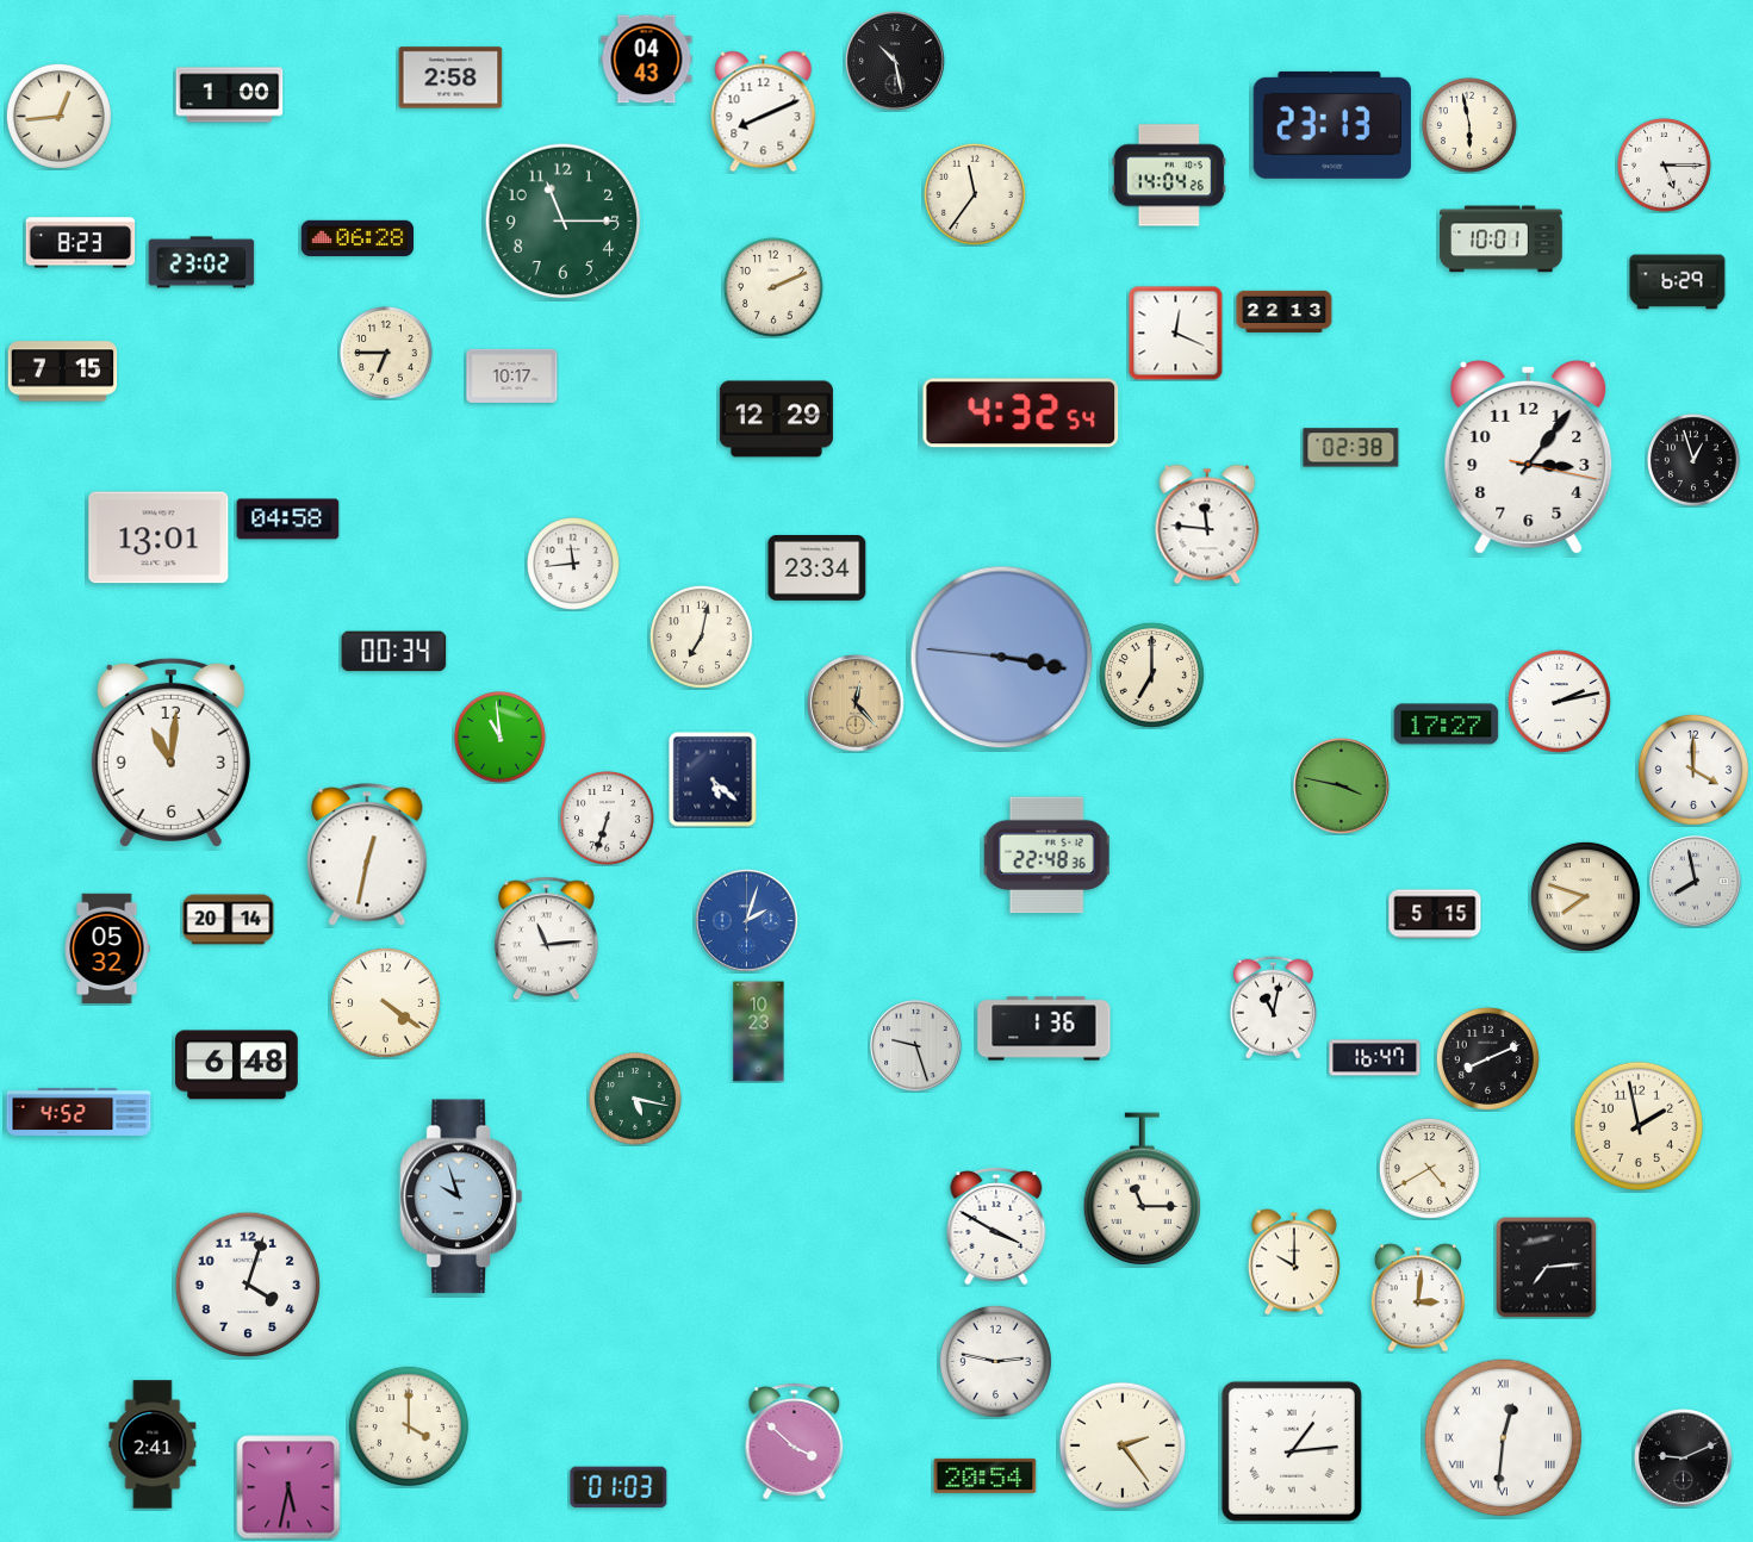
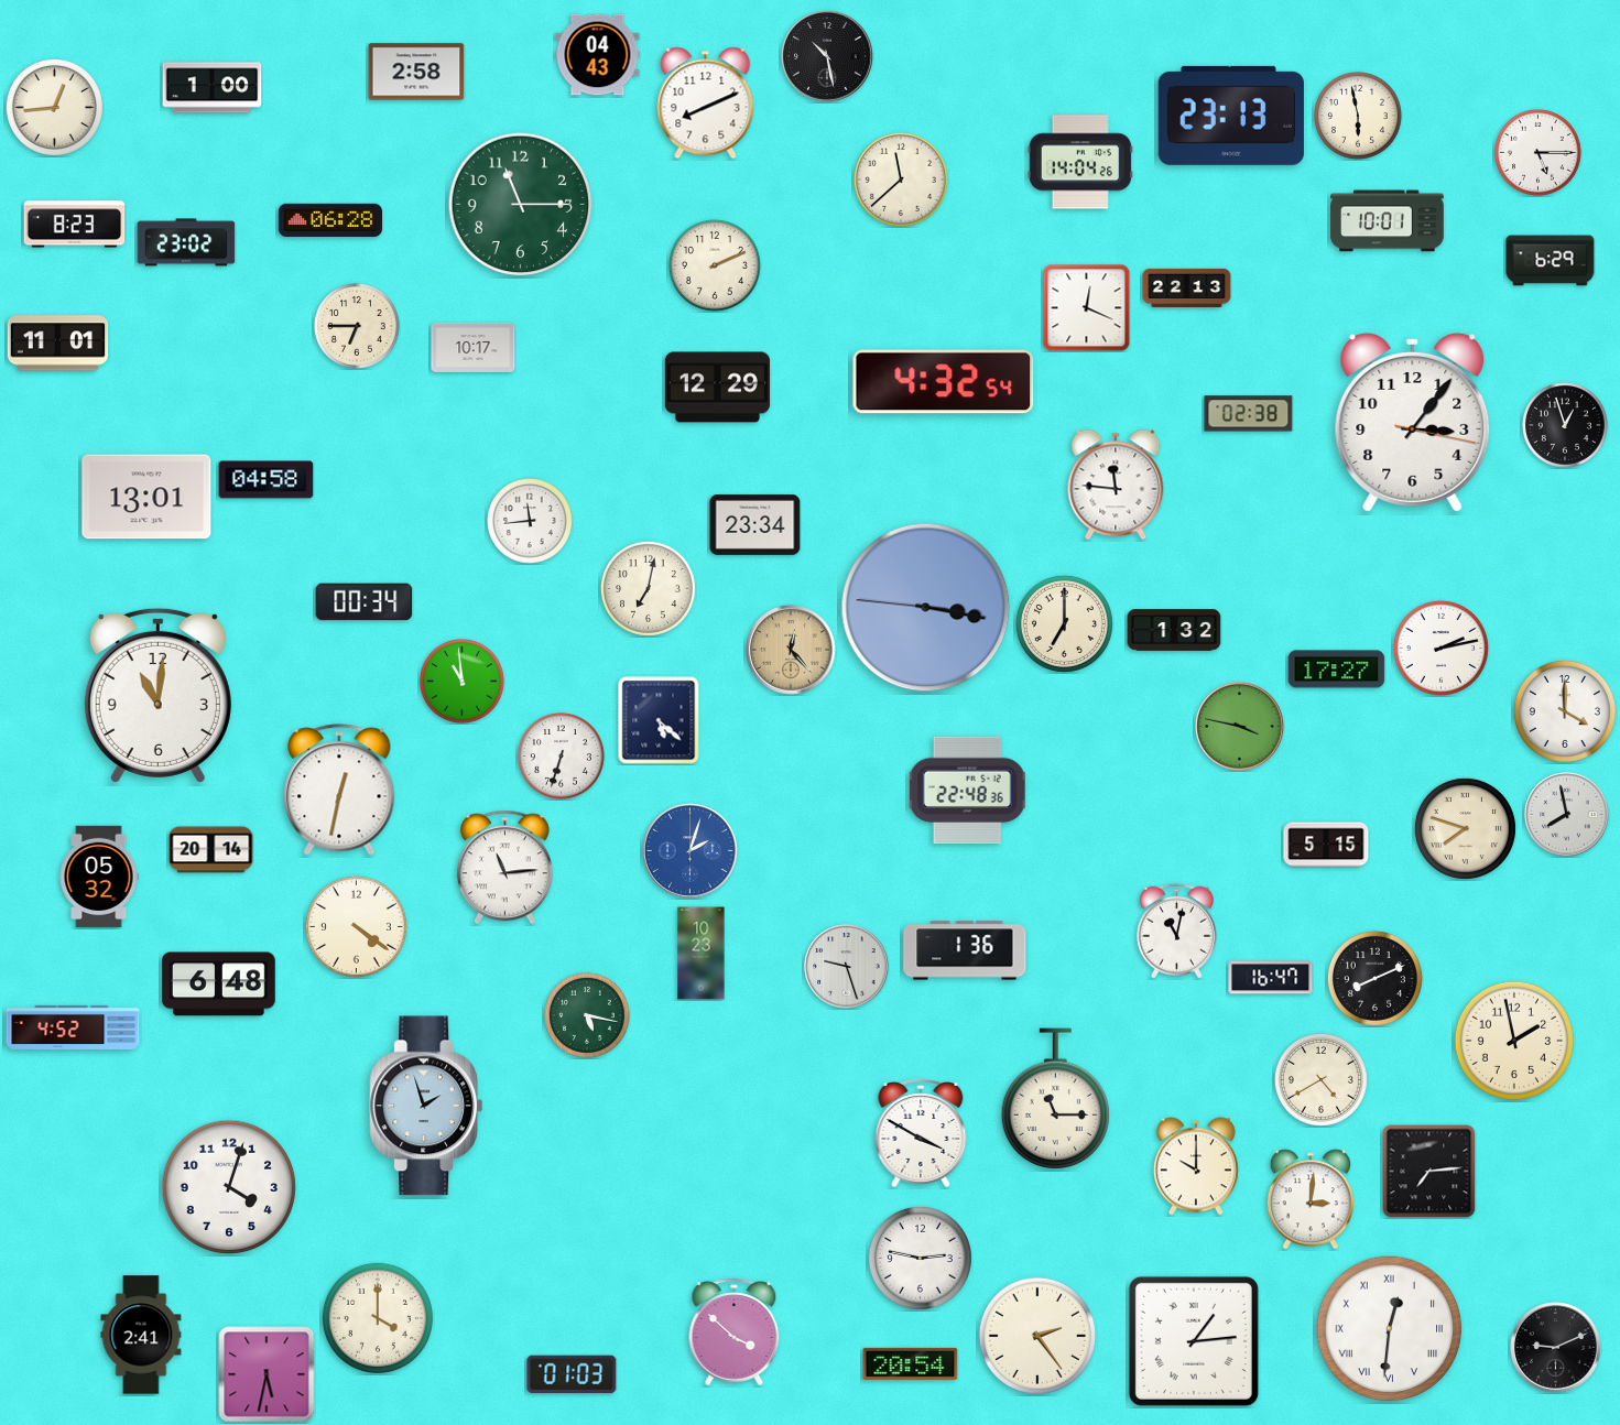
clock at (975, 194): 11:36 -> 11:38
clock at (63, 372): 7:15 -> 11:01
clock at (1174, 630): none -> 1:32
clock at (460, 1196): 9:57 -> 1:57
